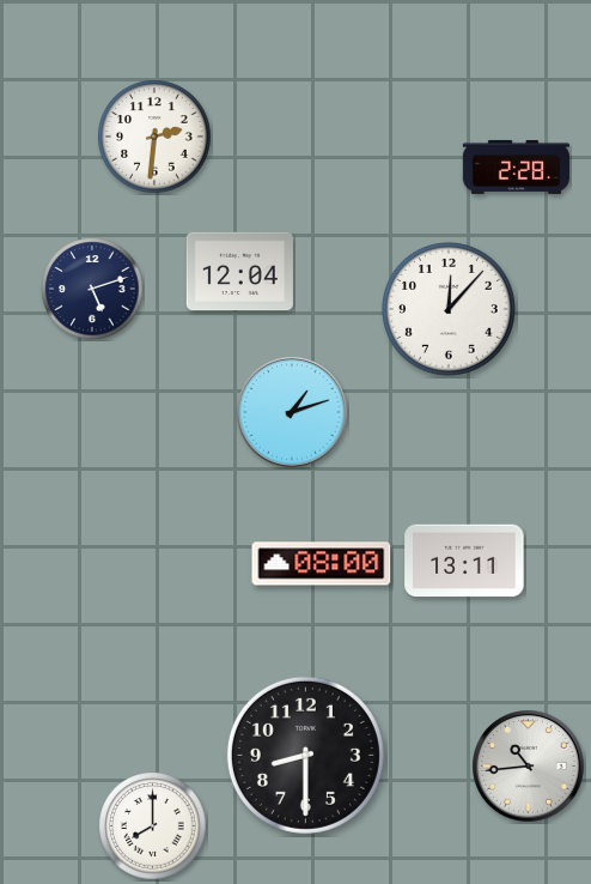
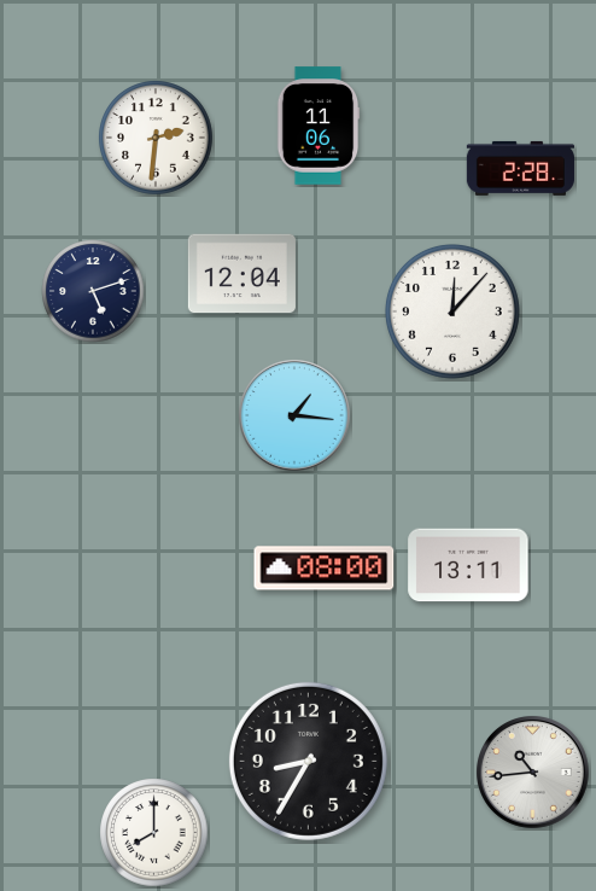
clock at (319, 126): none -> 11:06
clock at (292, 412): 1:12 -> 1:16
clock at (305, 755): 8:30 -> 8:35
